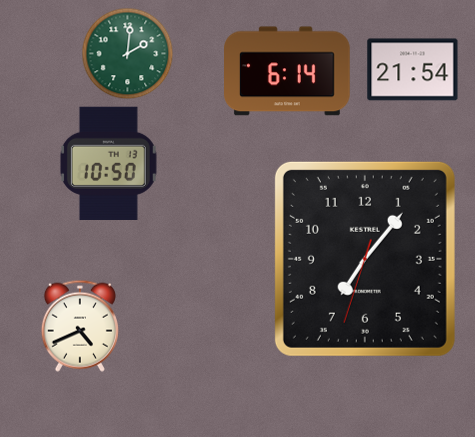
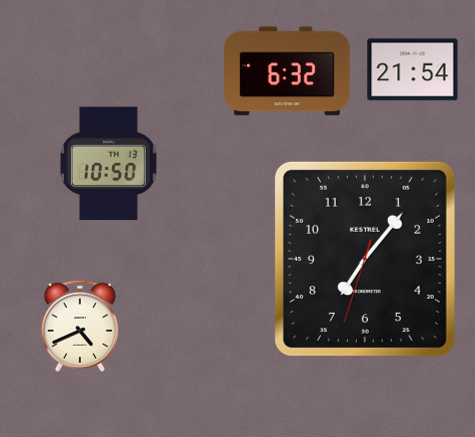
clock at (127, 53): 2:01 -> none
clock at (288, 71): 6:14 -> 6:32
